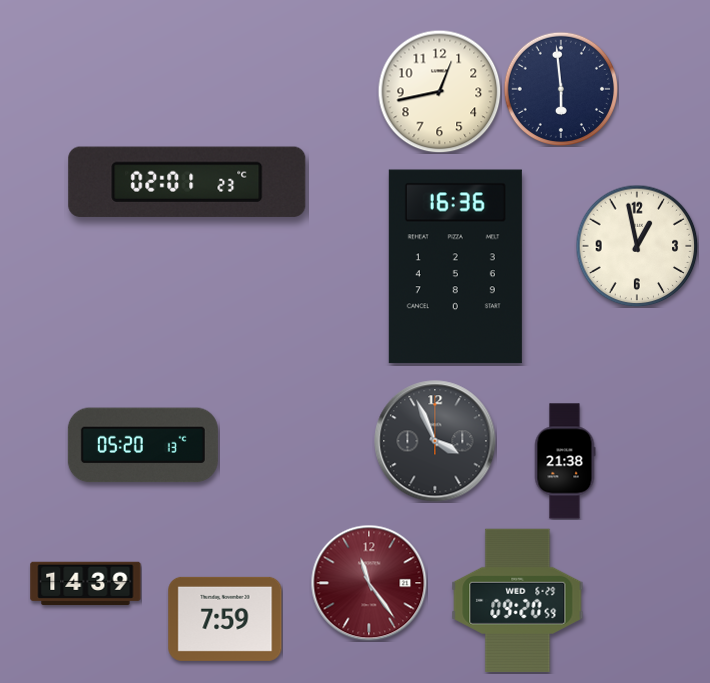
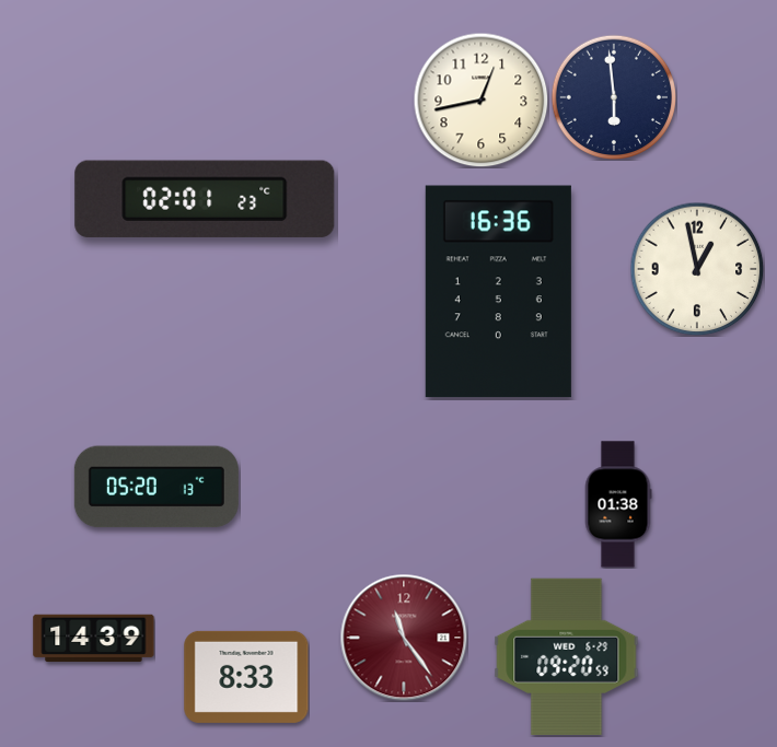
clock at (435, 441): 3:56 -> none
clock at (565, 461): 21:38 -> 01:38
clock at (225, 619): 7:59 -> 8:33
